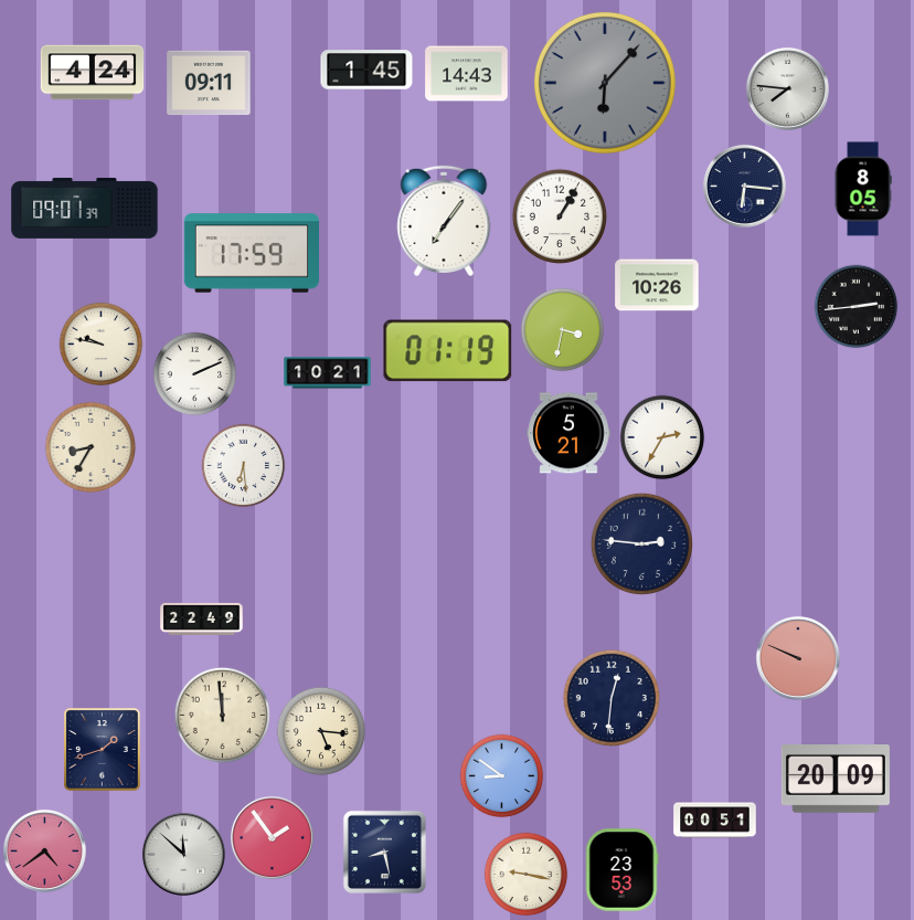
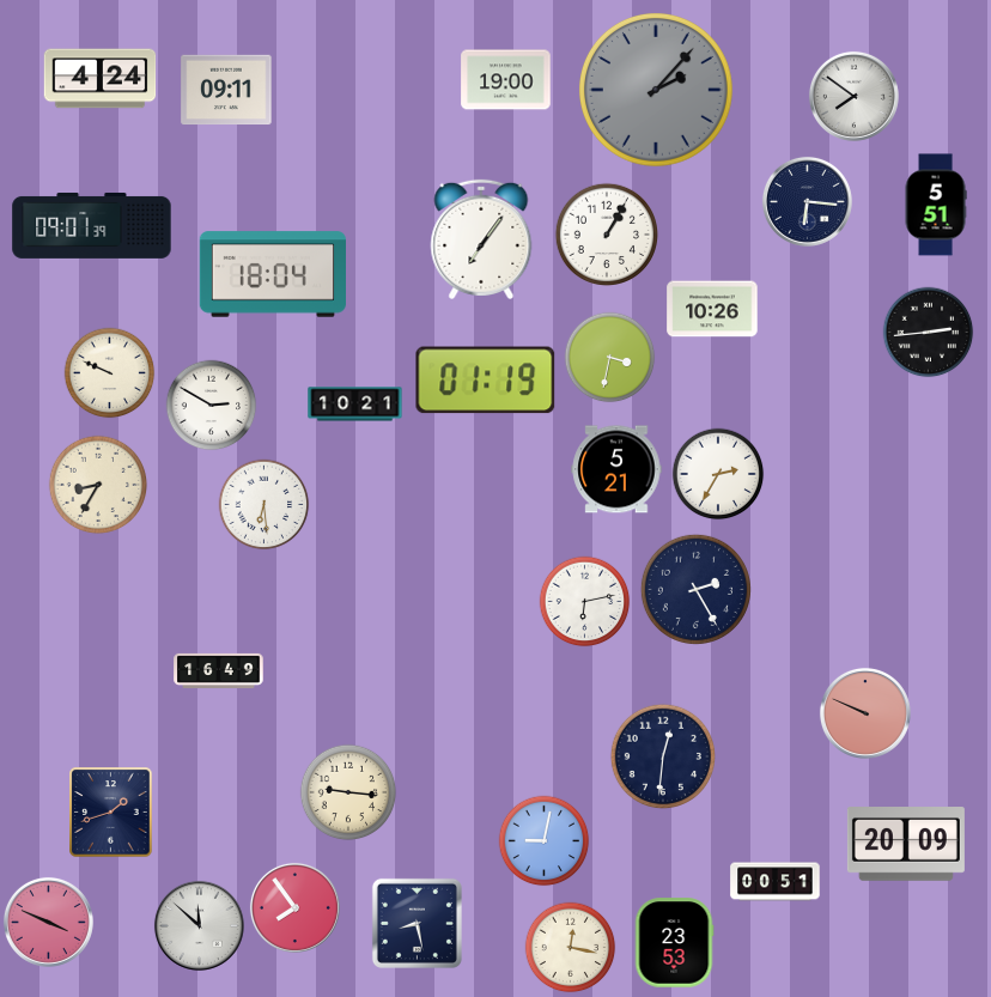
clock at (366, 70): 1:45 -> none
clock at (467, 74): 14:43 -> 19:00
clock at (605, 83): 6:07 -> 2:07
clock at (787, 88): 7:46 -> 7:51
clock at (863, 189): 8:05 -> 5:51
clock at (251, 253): 17:59 -> 18:04
clock at (102, 345): 9:47 -> 9:49
clock at (195, 374): 2:11 -> 2:50
clock at (641, 543): 2:46 -> 2:25
clock at (585, 602): none -> 6:13
clock at (202, 618): 22:49 -> 16:49
clock at (222, 715): 11:59 -> none
clock at (321, 731): 5:16 -> 9:16
clock at (502, 776): 8:51 -> 9:02
clock at (715, 821) position: (715, 821) -> (776, 882)
clock at (272, 837): 1:54 -> 7:54
clock at (44, 850): 4:39 -> 3:49
clock at (527, 875): 9:17 -> 12:17
